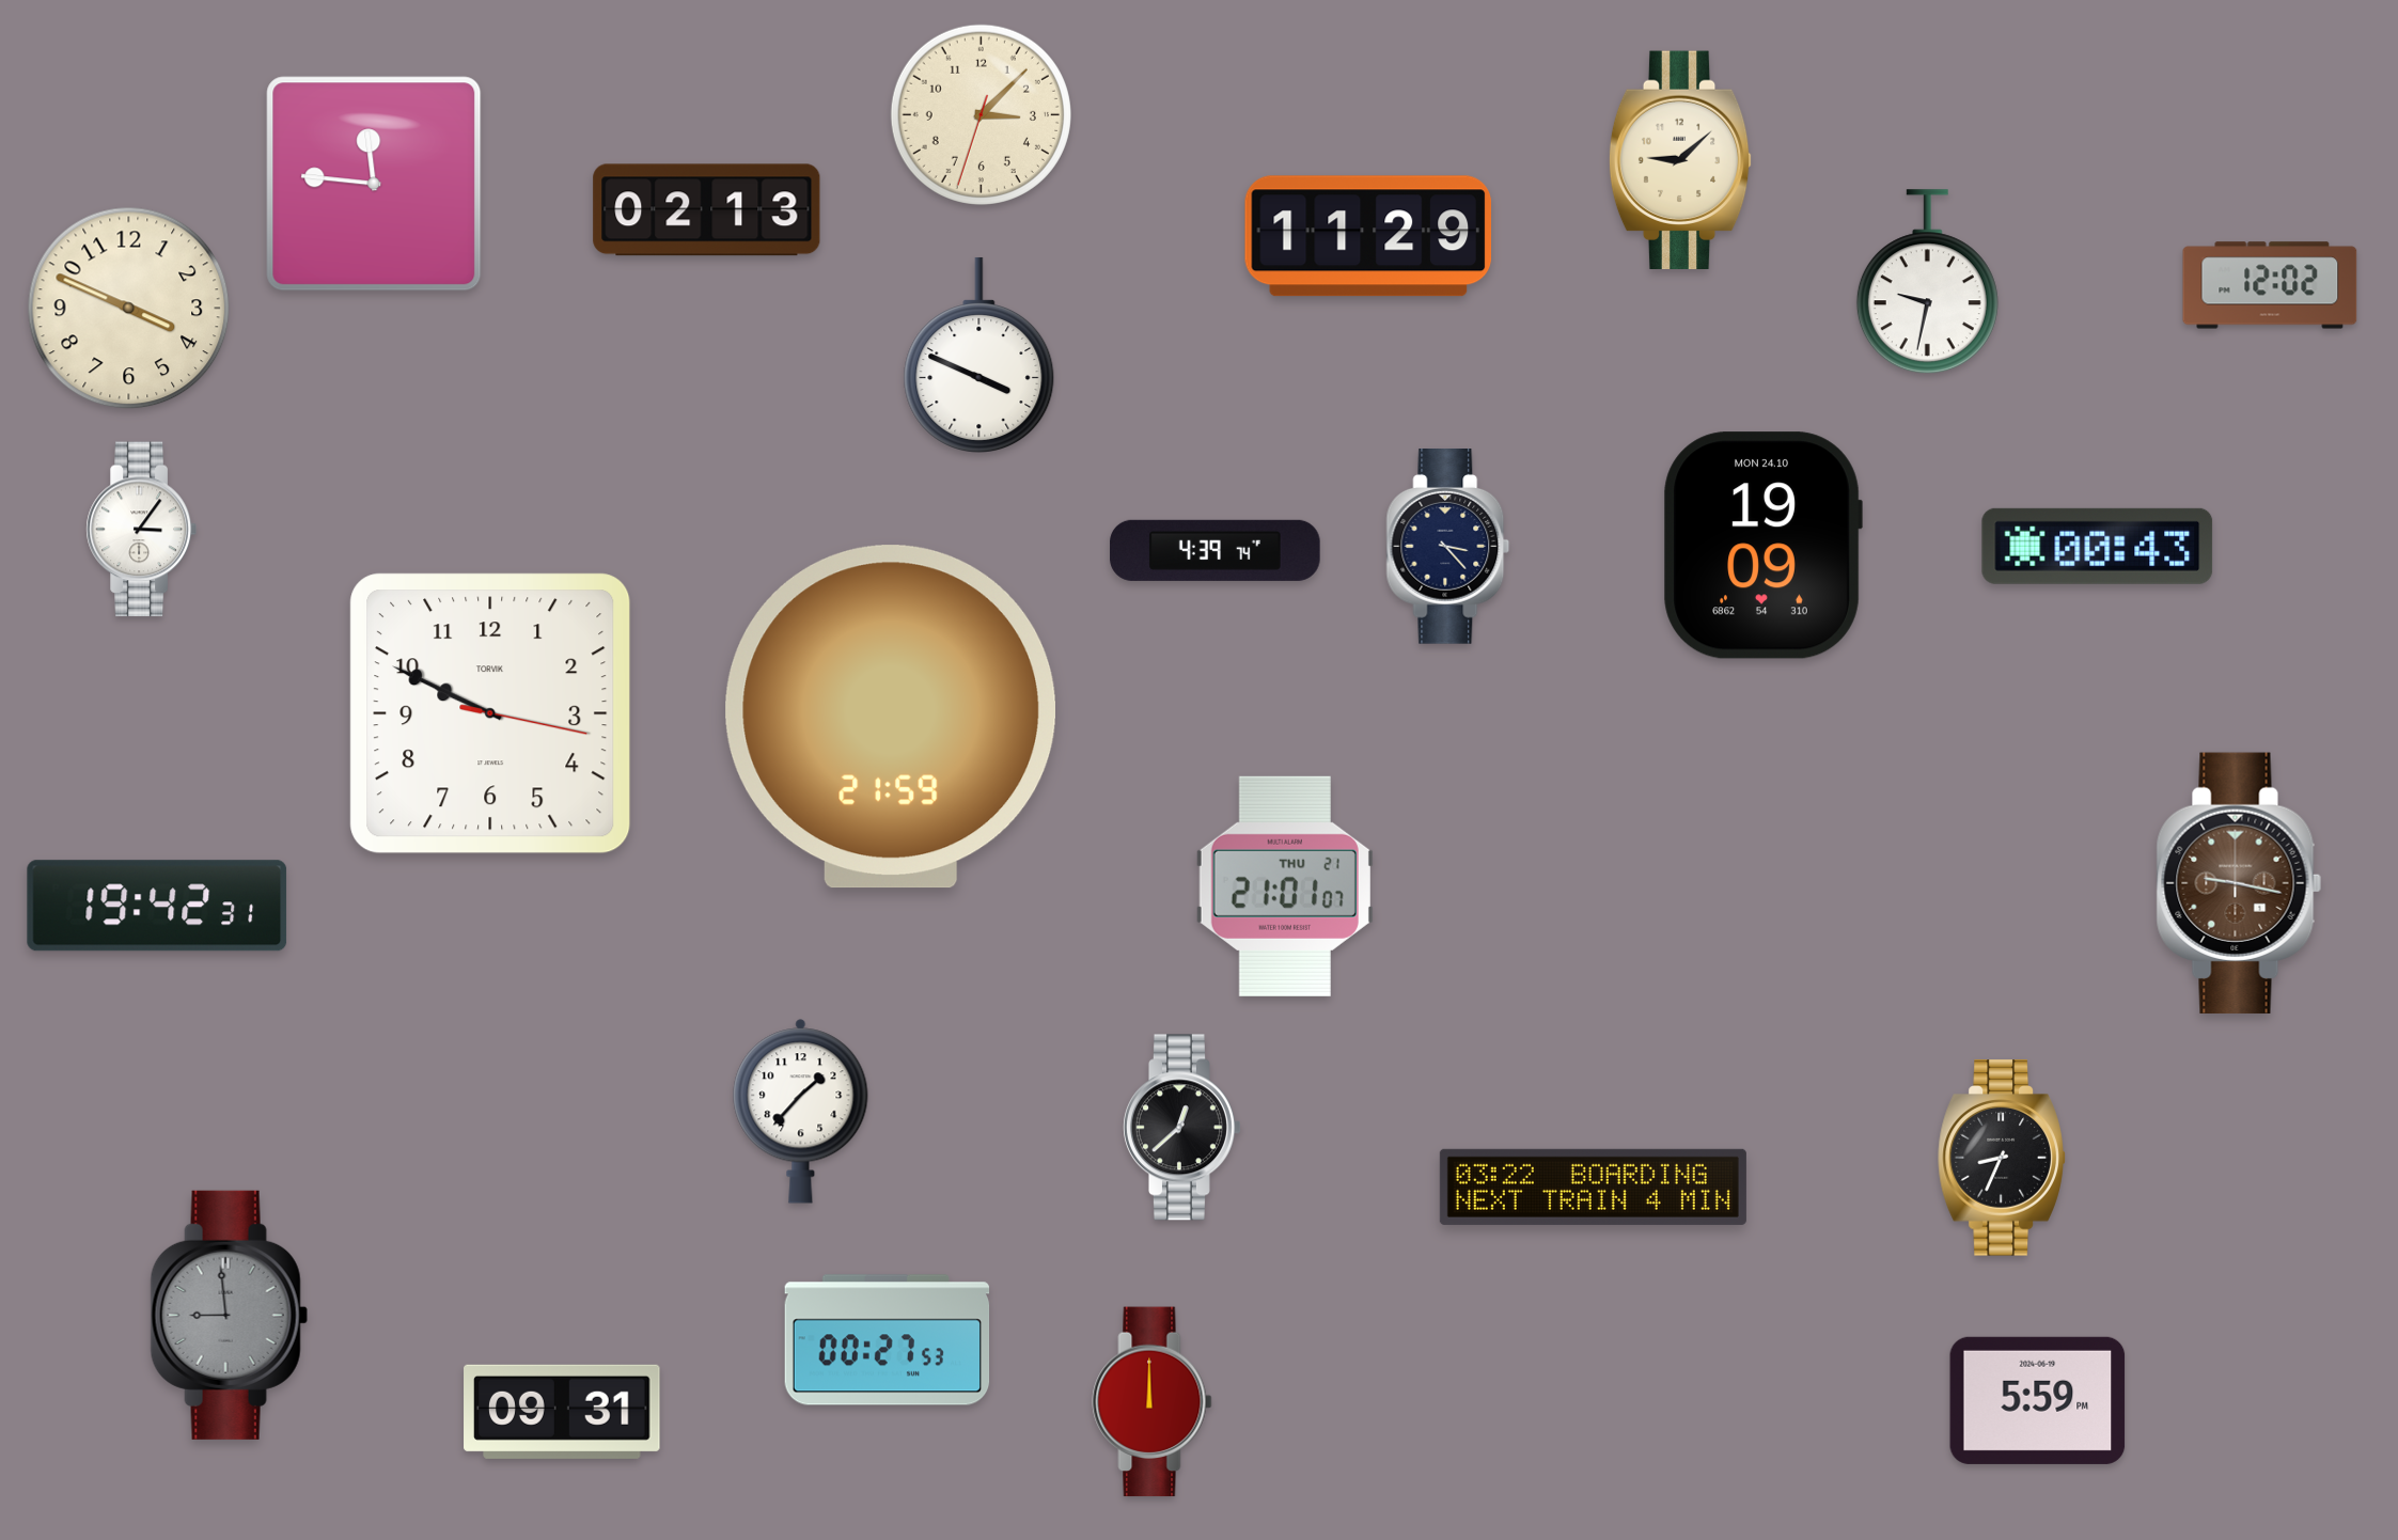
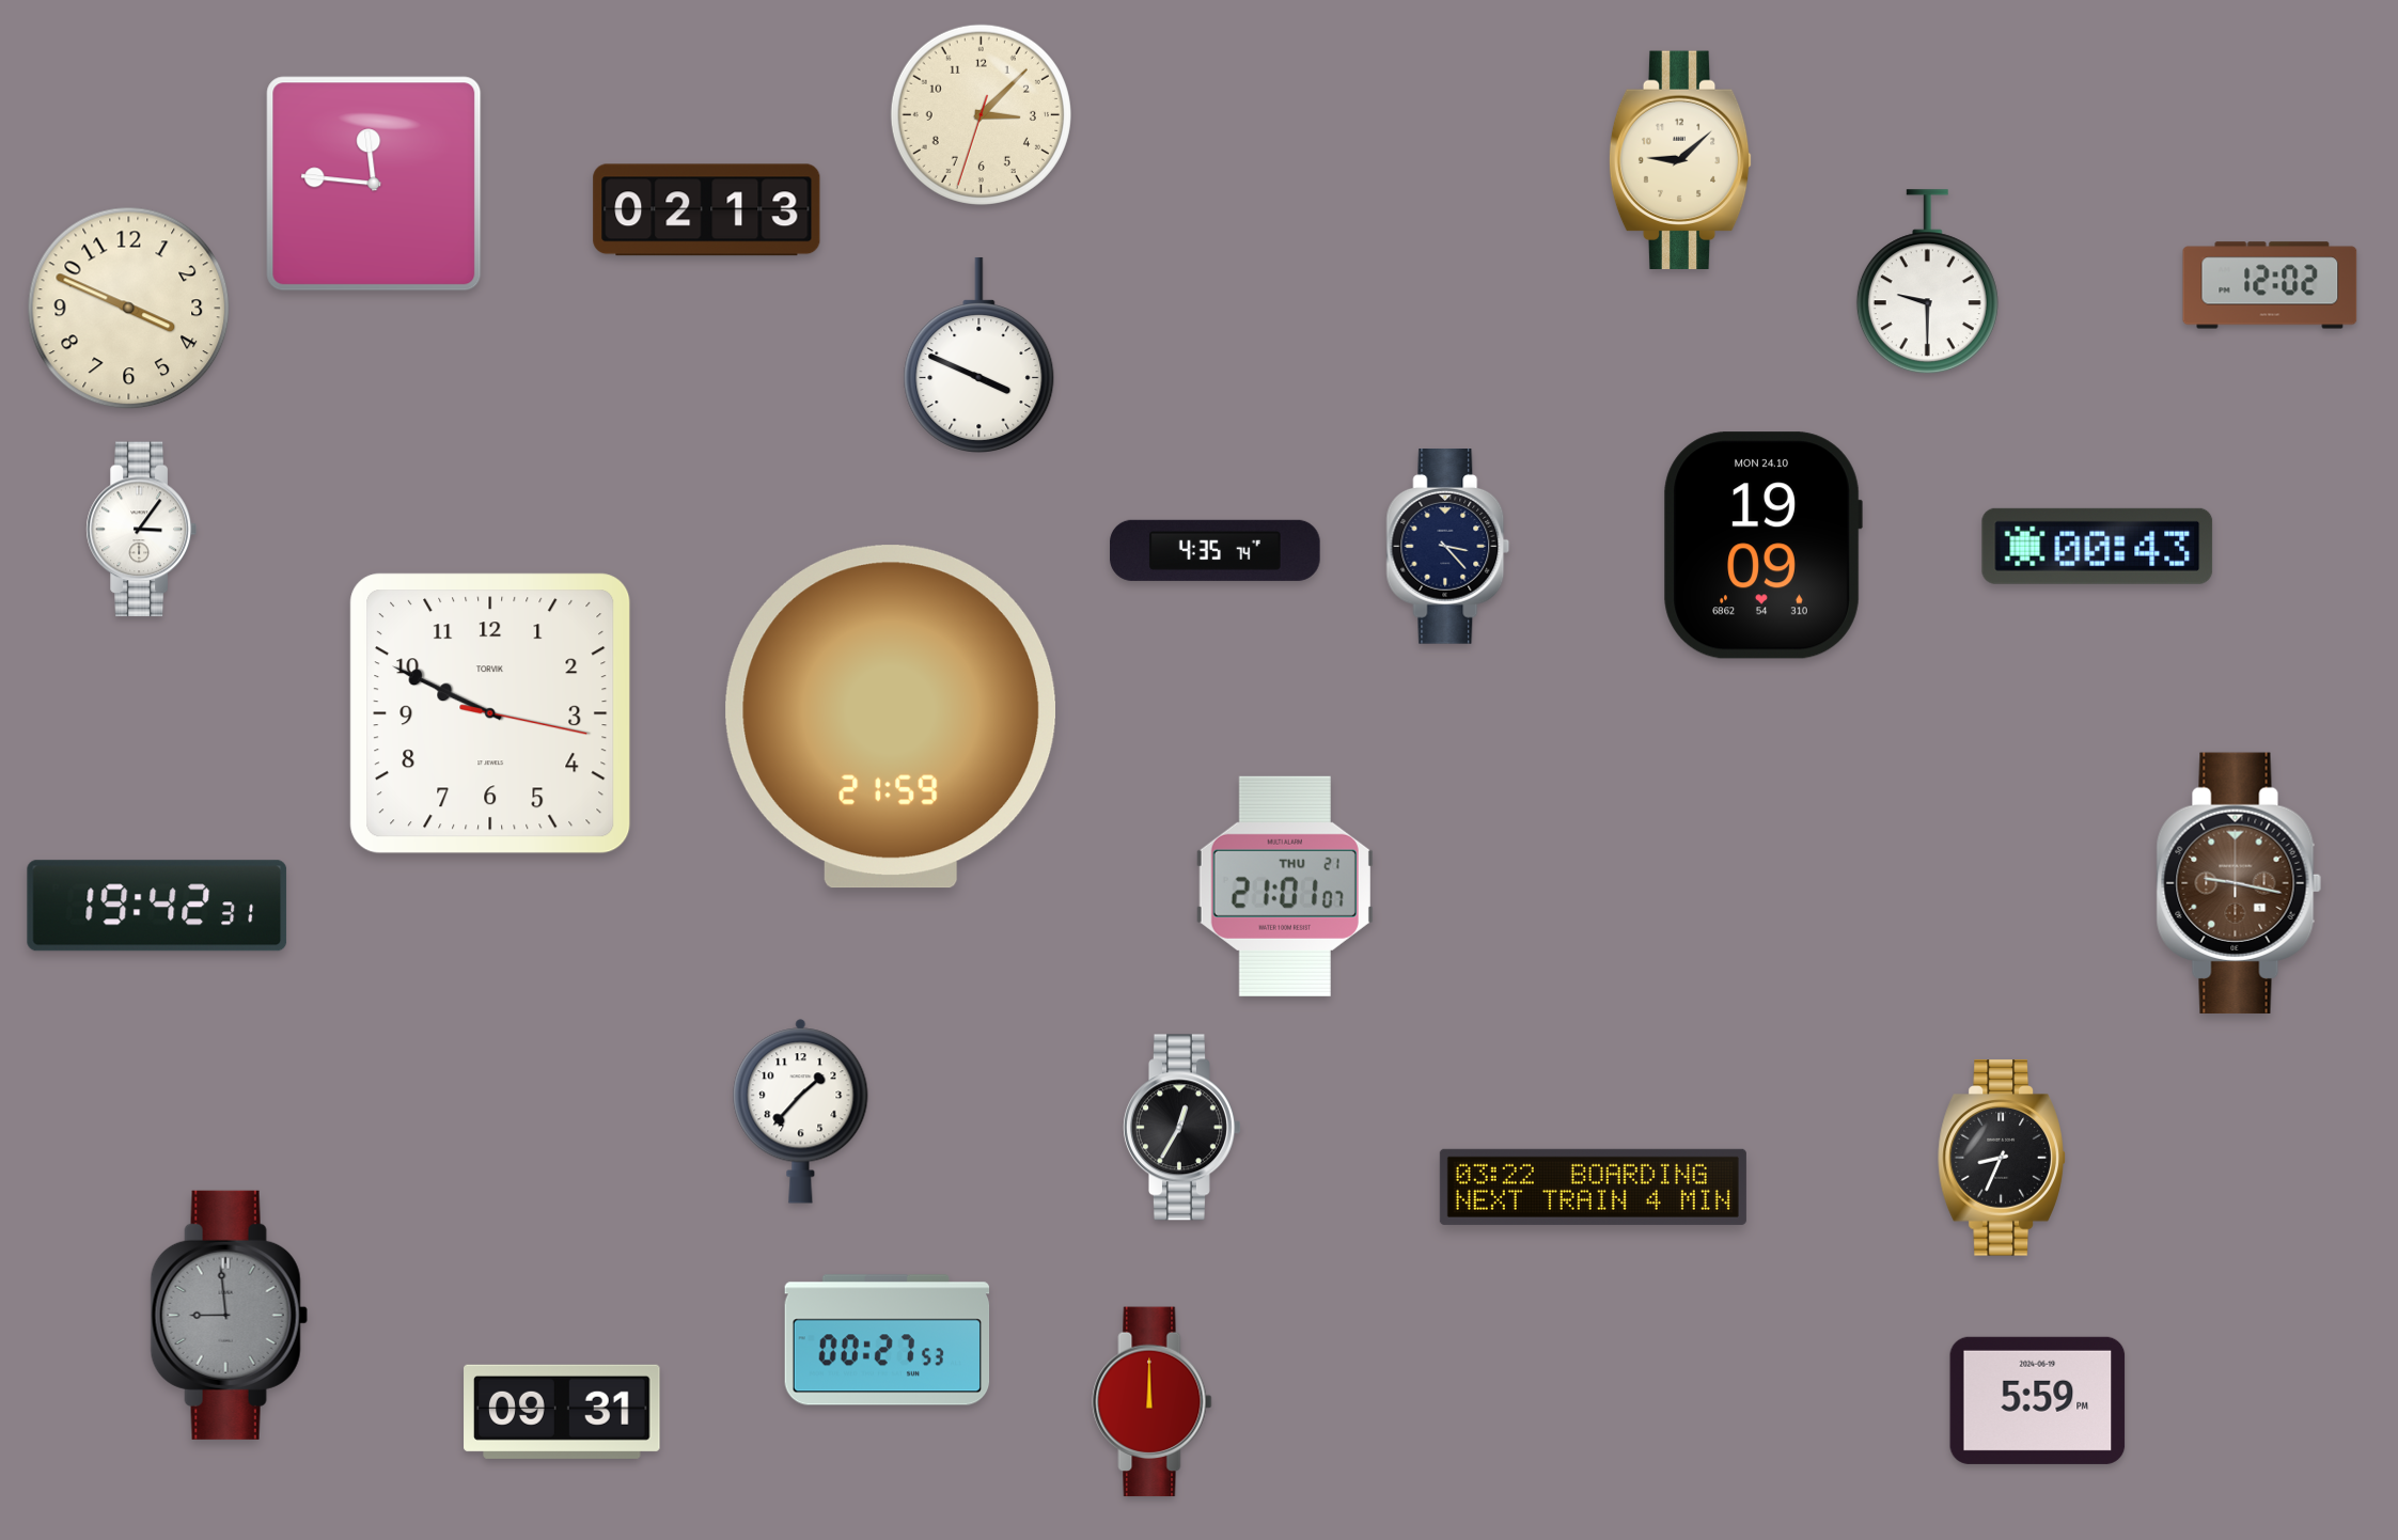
clock at (1367, 236): 11:29 -> none
clock at (1927, 282): 9:32 -> 9:30
clock at (1216, 550): 4:39 -> 4:35
clock at (1181, 1128): 12:38 -> 12:35
